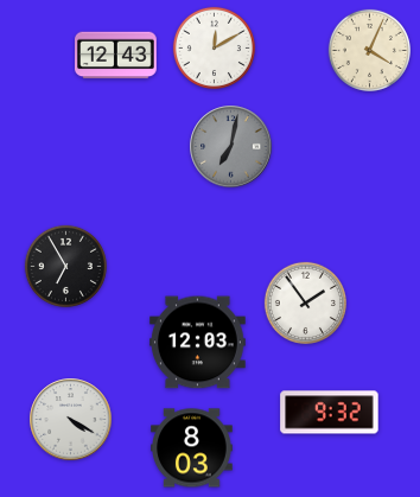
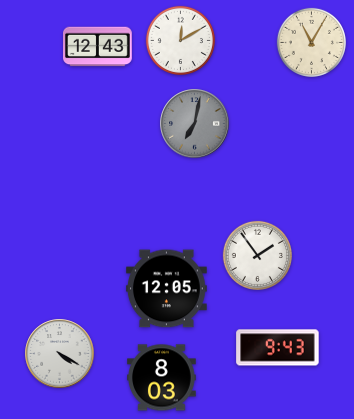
clock at (369, 50): 4:04 -> 11:05
clock at (65, 266): 6:55 -> none
clock at (197, 343): 12:03 -> 12:05
clock at (330, 413): 9:32 -> 9:43
